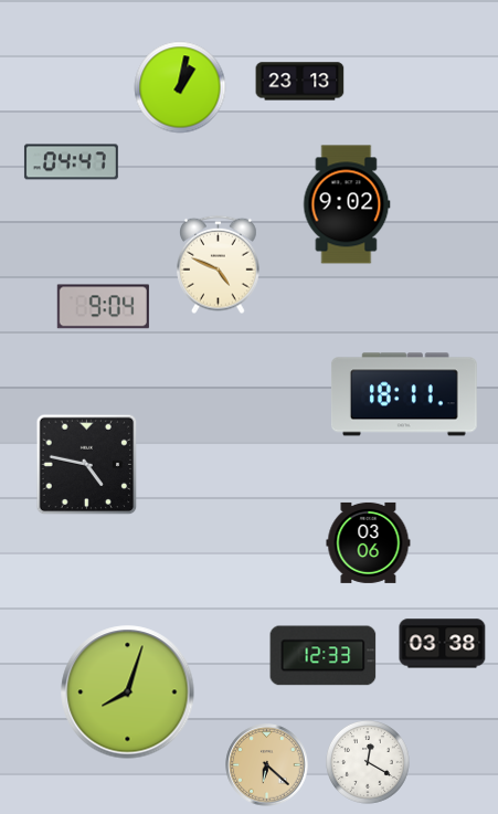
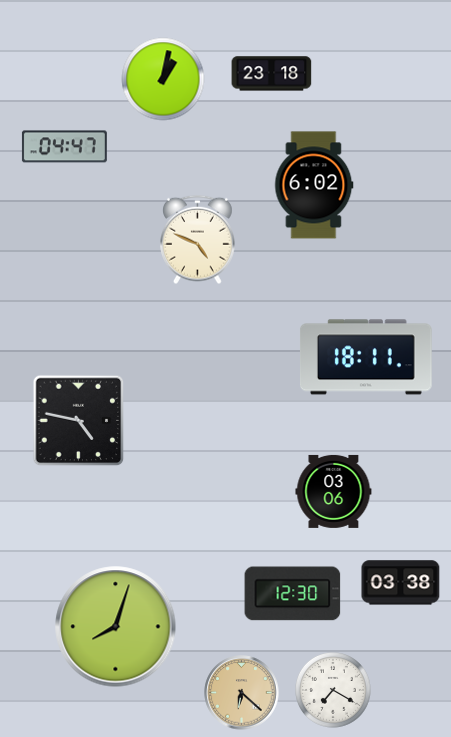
clock at (300, 82): 23:13 -> 23:18
clock at (347, 204): 9:02 -> 6:02
clock at (103, 307): 9:04 -> none
clock at (324, 656): 12:33 -> 12:30
clock at (369, 763): 12:20 -> 7:20
